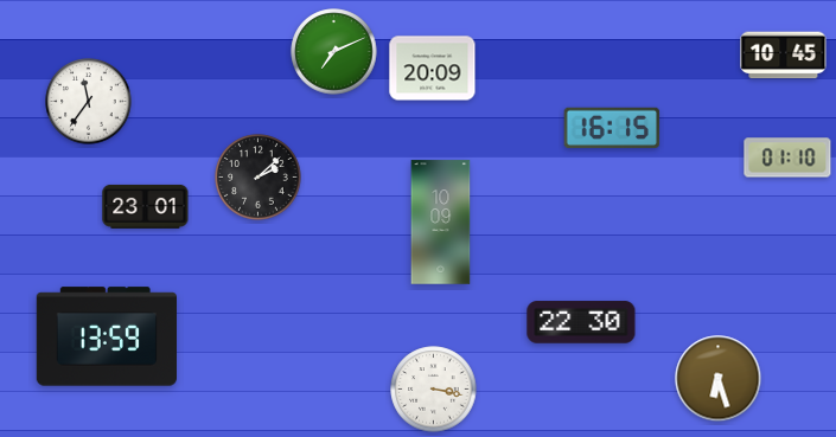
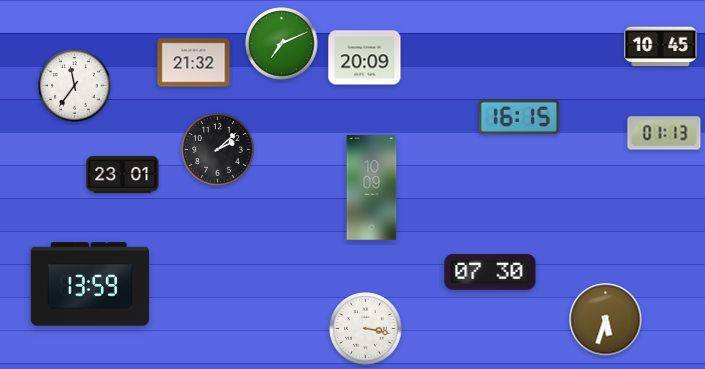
clock at (194, 63): none -> 21:32
clock at (612, 127) position: (612, 127) -> (519, 116)
clock at (787, 158): 01:10 -> 01:13
clock at (581, 322): 22:30 -> 07:30
clock at (719, 379): 6:27 -> 5:33
